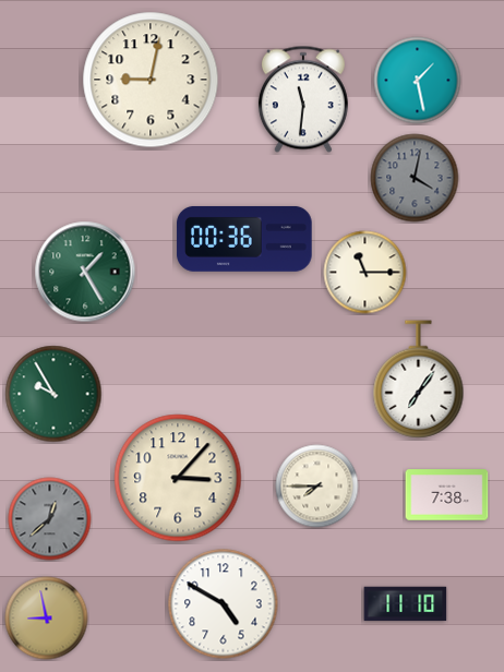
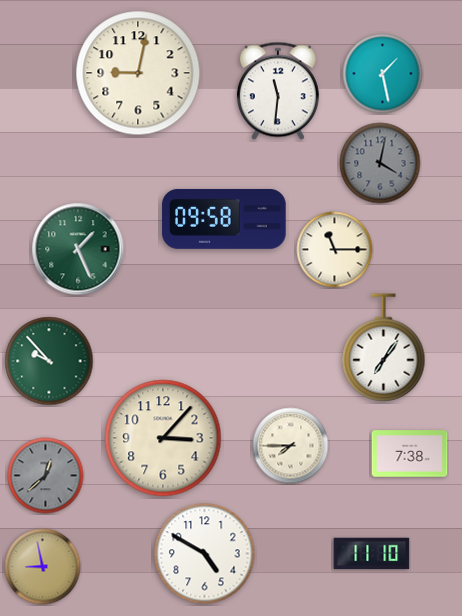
clock at (244, 239): 00:36 -> 09:58
clock at (85, 272): 1:25 -> 1:26
clock at (53, 394): 9:55 -> 9:53
